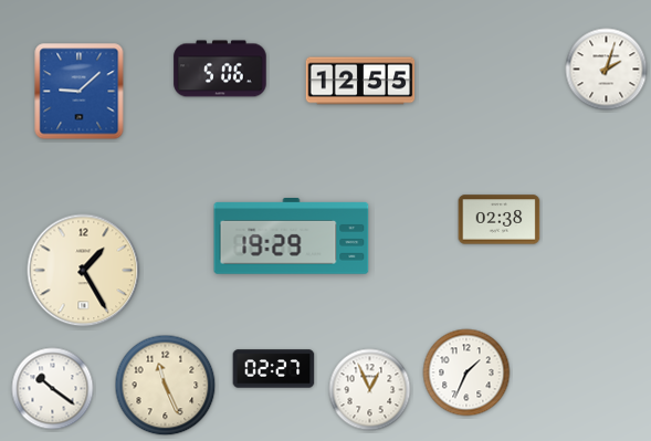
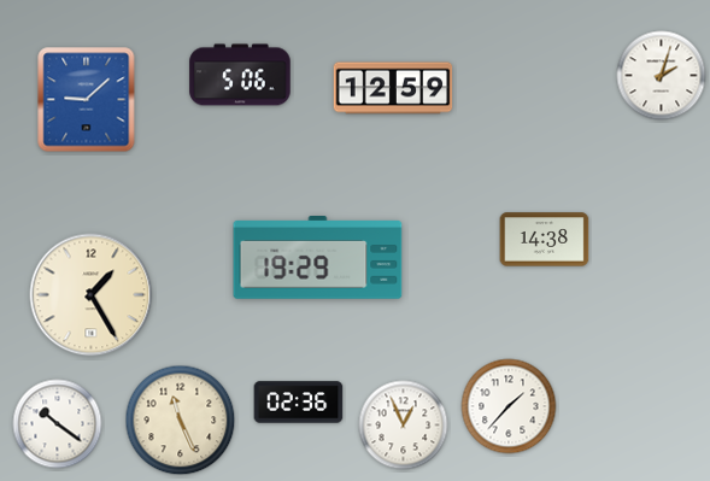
clock at (360, 81): 12:55 -> 12:59
clock at (500, 220): 02:38 -> 14:38
clock at (274, 369): 02:27 -> 02:36
clock at (466, 372): 1:34 -> 1:37
